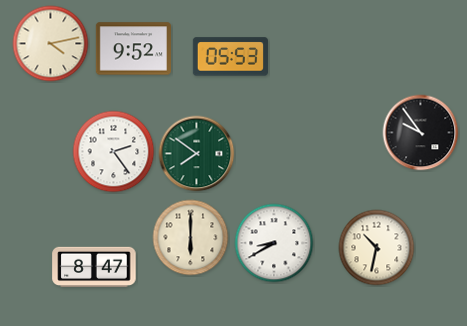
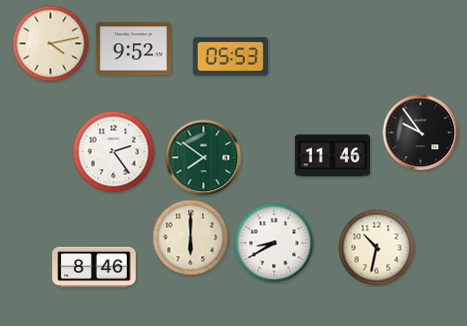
clock at (197, 154) position: (197, 154) -> (204, 158)
clock at (332, 156): none -> 11:46
clock at (94, 267): 8:47 -> 8:46
